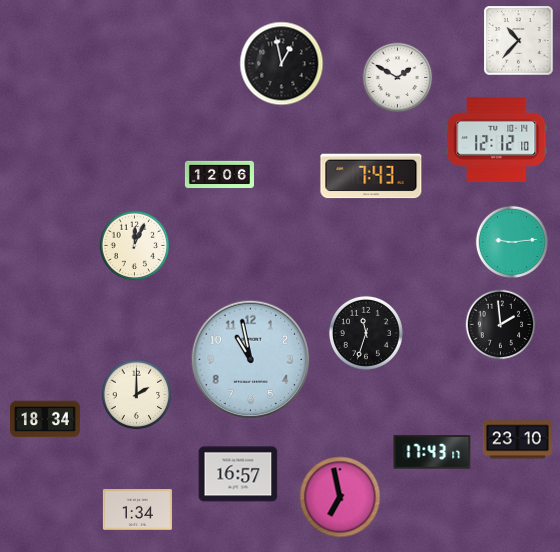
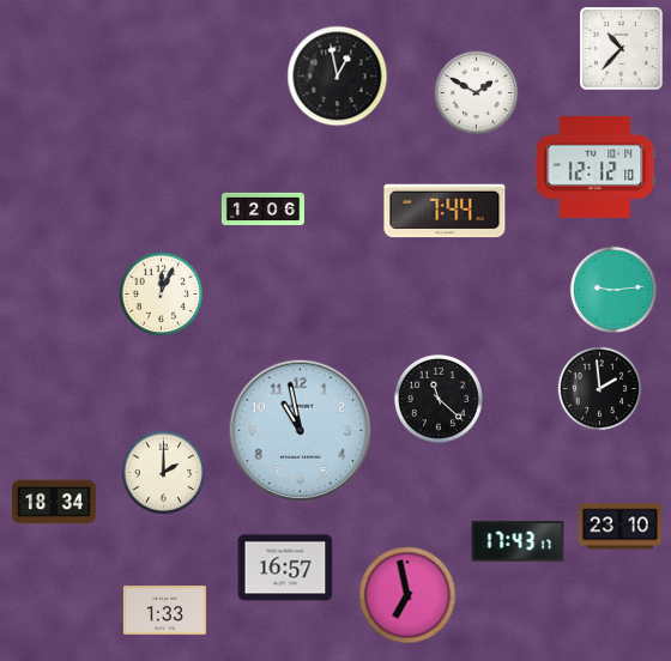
clock at (371, 176): 7:43 -> 7:44
clock at (366, 333): 11:33 -> 11:22
clock at (137, 510): 1:34 -> 1:33
